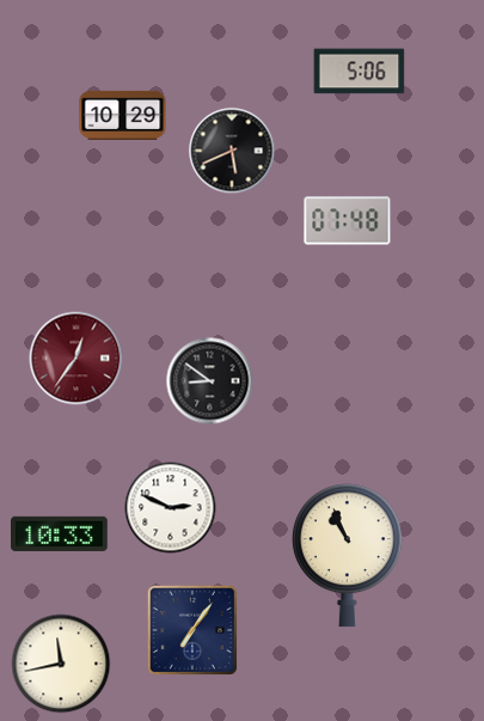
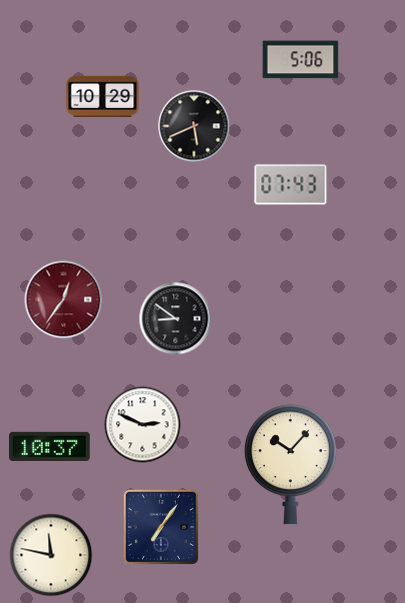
clock at (348, 221): 07:48 -> 07:43
clock at (60, 533): 10:33 -> 10:37
clock at (347, 556): 10:56 -> 10:07
clock at (61, 664): 11:43 -> 11:47
